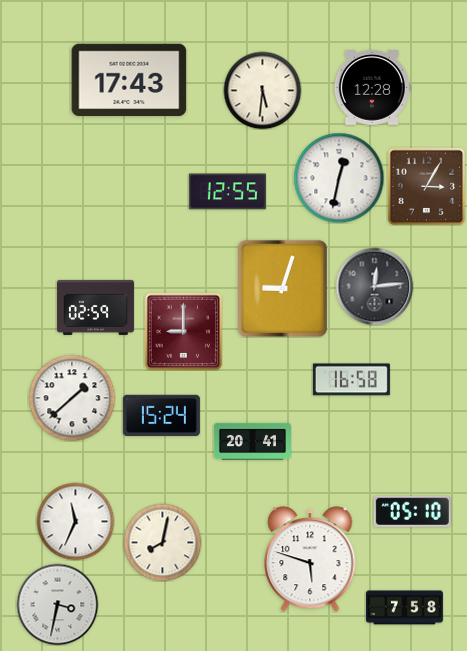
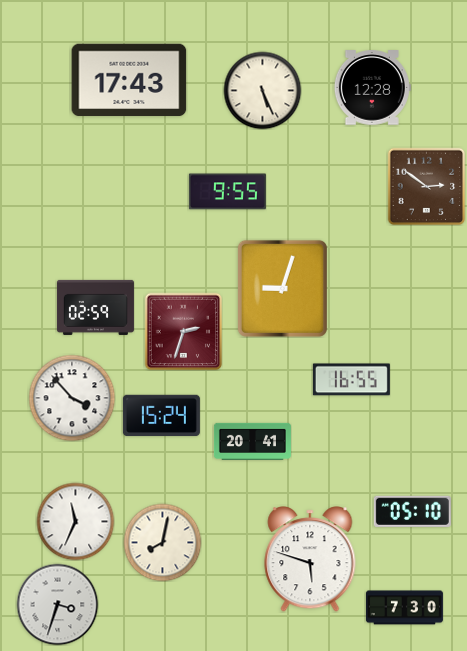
clock at (262, 90): 5:31 -> 5:26
clock at (339, 178): 12:32 -> none
clock at (426, 186): 3:05 -> 2:51
clock at (227, 192): 12:55 -> 9:55
clock at (374, 286): 12:14 -> none
clock at (183, 331): 9:00 -> 2:33
clock at (351, 380): 16:58 -> 16:55
clock at (72, 398): 1:38 -> 3:53
clock at (57, 604): 3:32 -> 3:33
clock at (404, 608): 7:58 -> 7:30
